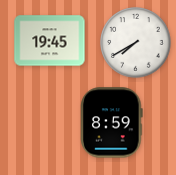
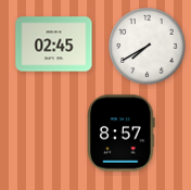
clock at (50, 41): 19:45 -> 02:45
clock at (112, 123): 8:59 -> 8:57
